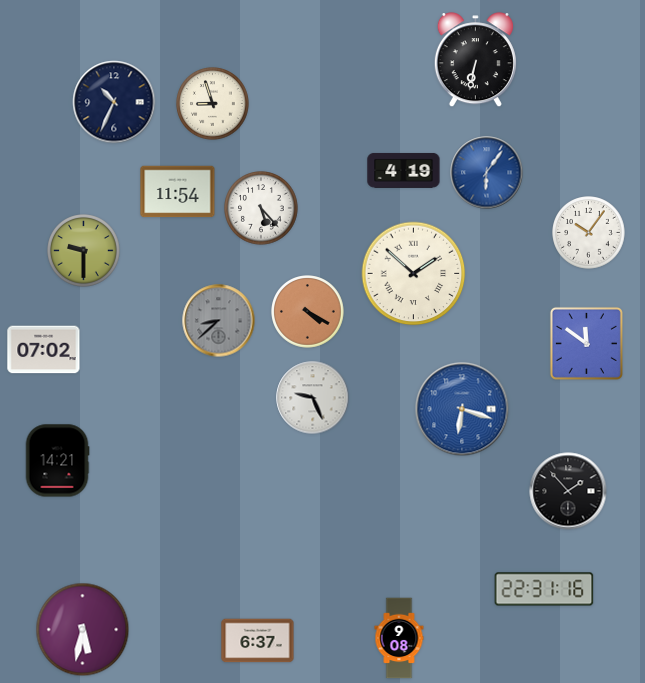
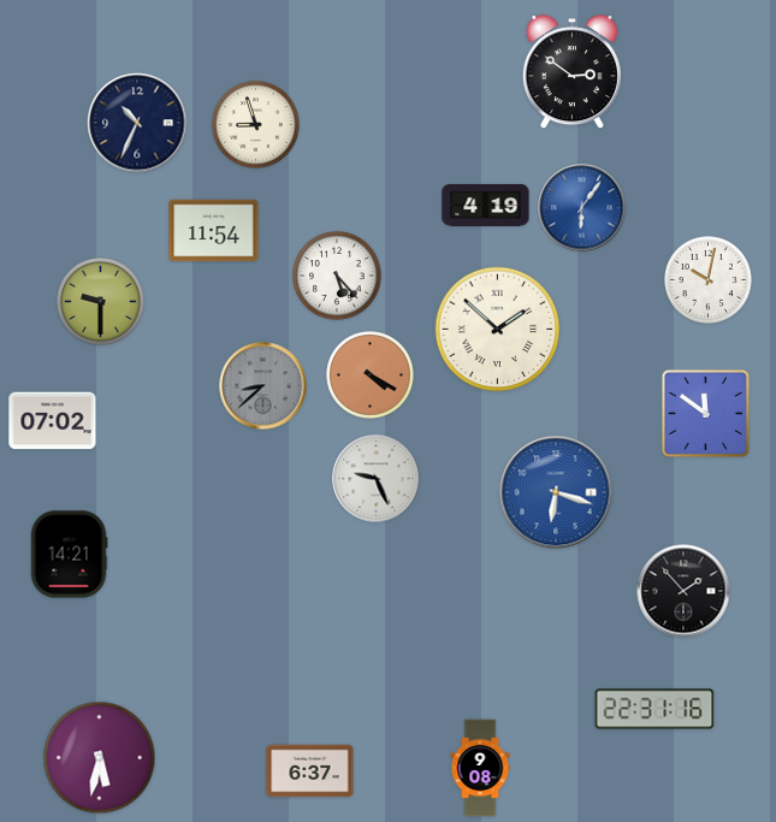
clock at (475, 60): 6:32 -> 2:51
clock at (487, 173) position: (487, 173) -> (582, 208)
clock at (261, 208) position: (261, 208) -> (337, 276)
clock at (589, 233): 10:06 -> 10:02
